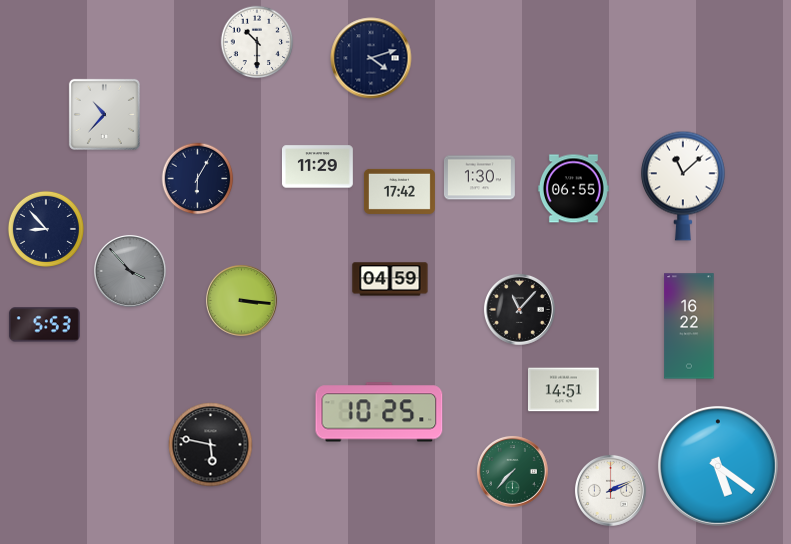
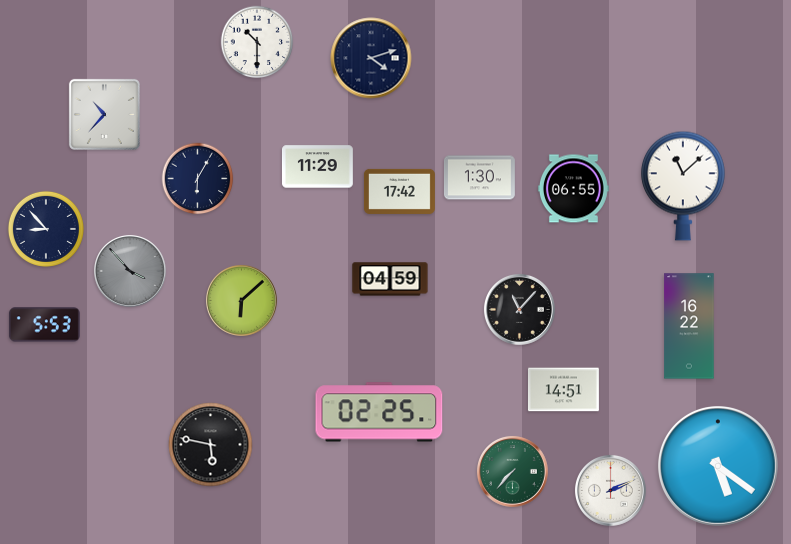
clock at (241, 300): 3:16 -> 6:08
clock at (379, 412): 10:25 -> 02:25
